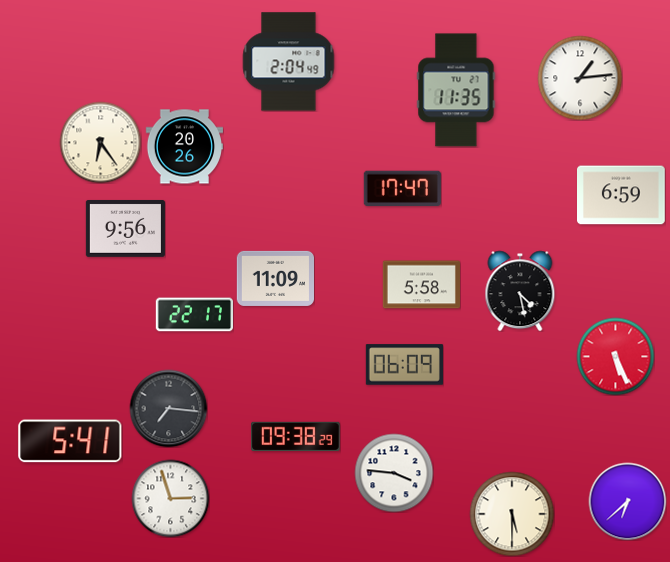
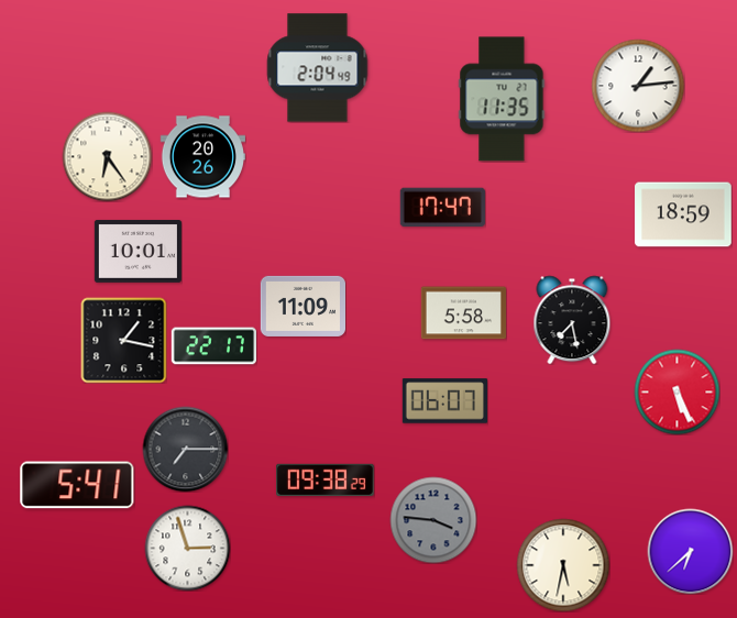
clock at (100, 142) position: (100, 142) -> (107, 156)
clock at (184, 147) position: (184, 147) -> (202, 157)
clock at (622, 195): 6:59 -> 18:59
clock at (125, 228): 9:56 -> 10:01
clock at (520, 291): 4:28 -> 7:28
clock at (123, 340): none -> 1:17
clock at (404, 365): 06:09 -> 06:07
clock at (168, 408): 7:16 -> 7:15
clock at (394, 473) dial: white -> grey
clock at (512, 514): 5:30 -> 5:32
